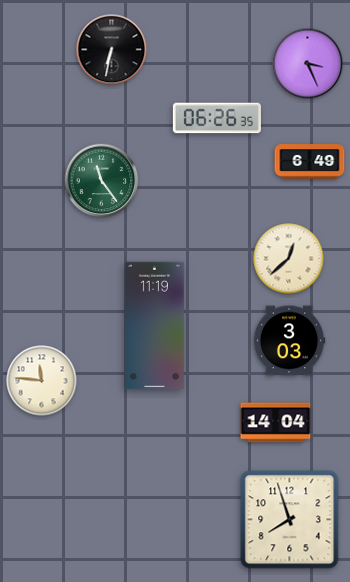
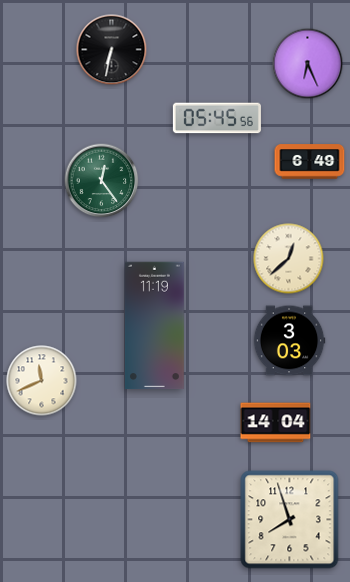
clock at (308, 64): 3:26 -> 6:26
clock at (217, 118): 06:26 -> 05:45
clock at (102, 181): 11:24 -> 12:24
clock at (42, 381): 11:46 -> 11:41
